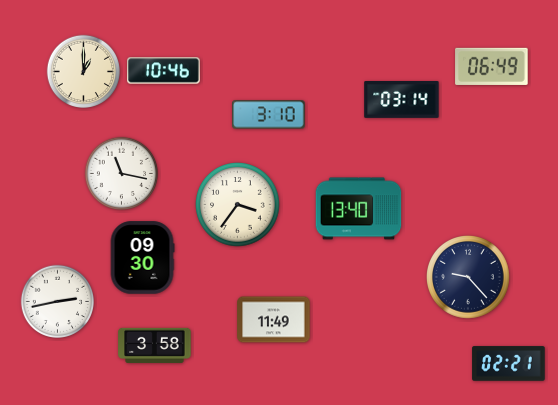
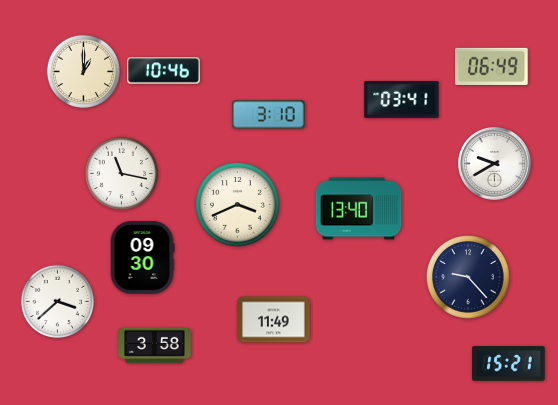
clock at (402, 100): 03:14 -> 03:41
clock at (495, 164): none -> 9:40
clock at (238, 205): 3:36 -> 3:41
clock at (58, 302): 2:43 -> 3:38
clock at (509, 364): 02:21 -> 15:21
